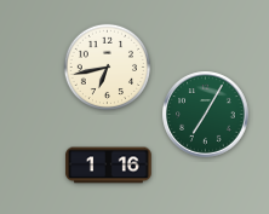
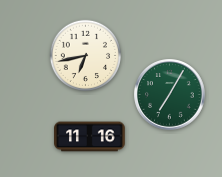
clock at (108, 68) position: (108, 68) -> (86, 56)
clock at (109, 166): 1:16 -> 11:16
